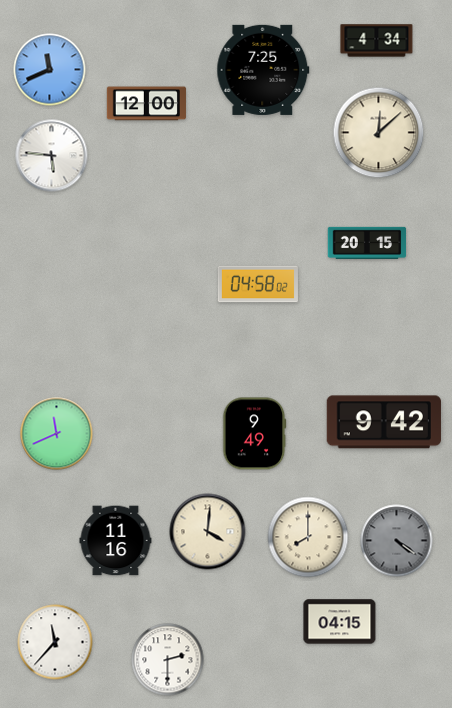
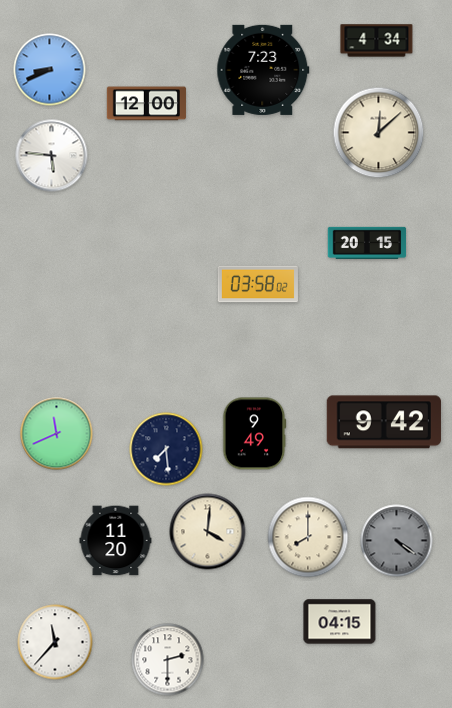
clock at (50, 70): 11:41 -> 8:41
clock at (263, 70): 7:25 -> 7:23
clock at (258, 284): 04:58 -> 03:58
clock at (166, 449): none -> 7:29
clock at (116, 541): 11:16 -> 11:20
